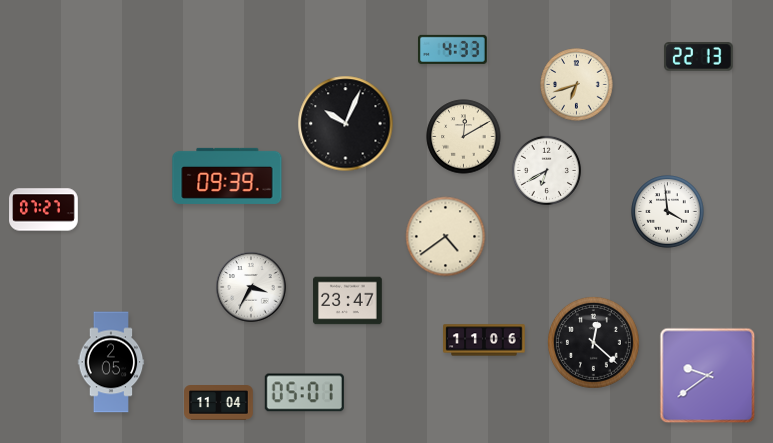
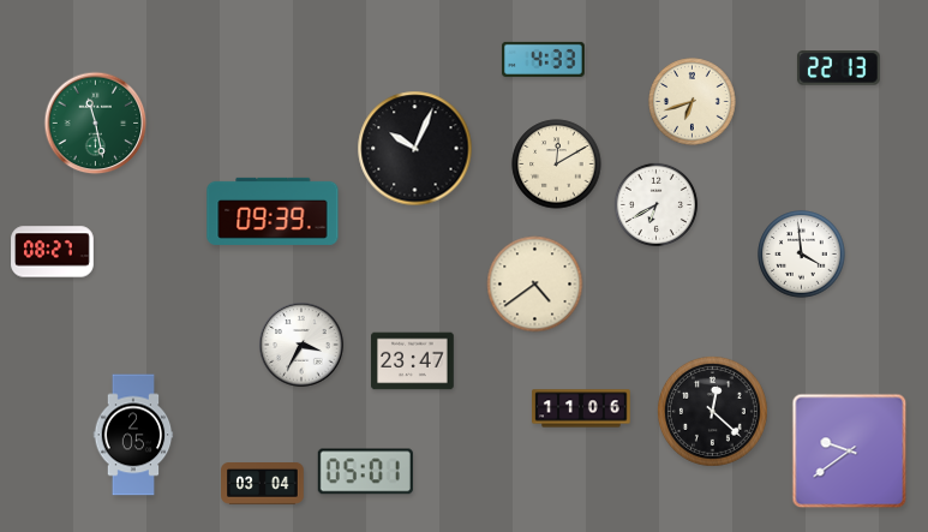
clock at (96, 124): none -> 11:28
clock at (44, 210): 07:27 -> 08:27
clock at (348, 301) position: (348, 301) -> (413, 361)
clock at (219, 403): 11:04 -> 03:04
